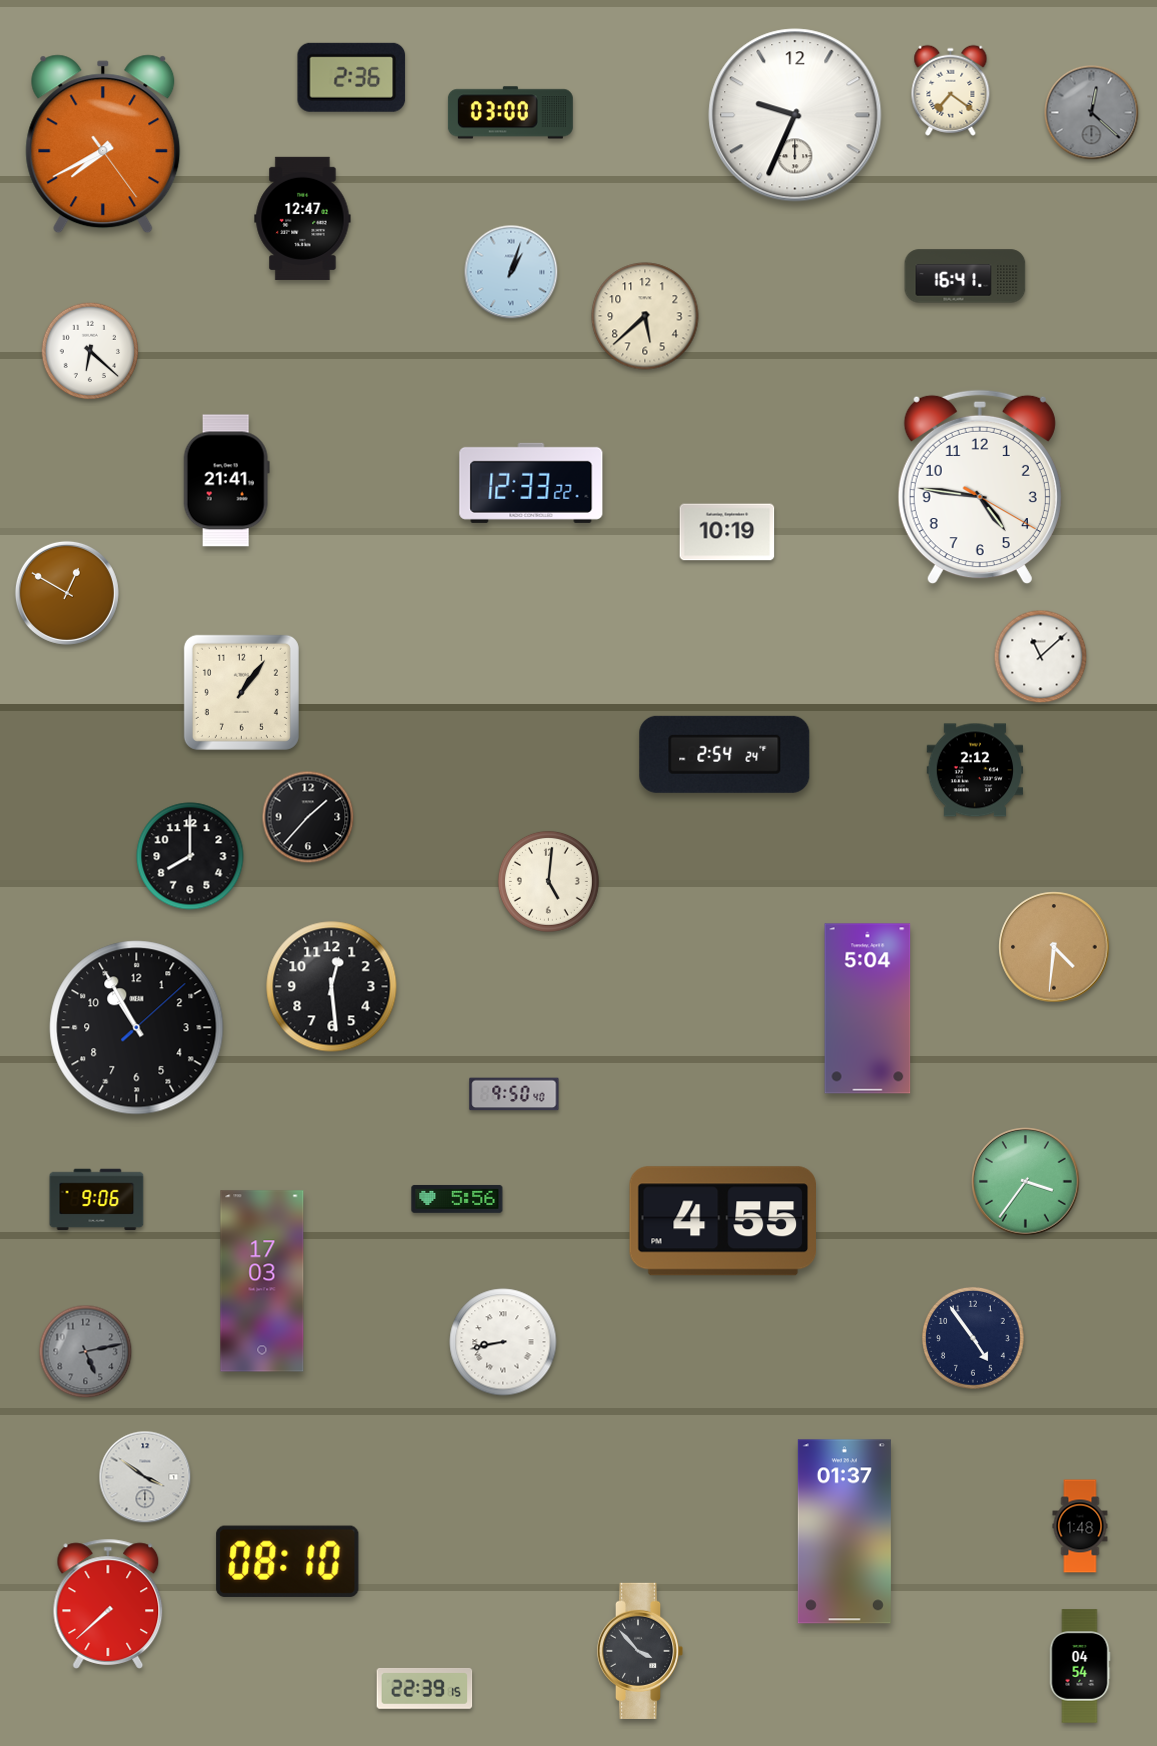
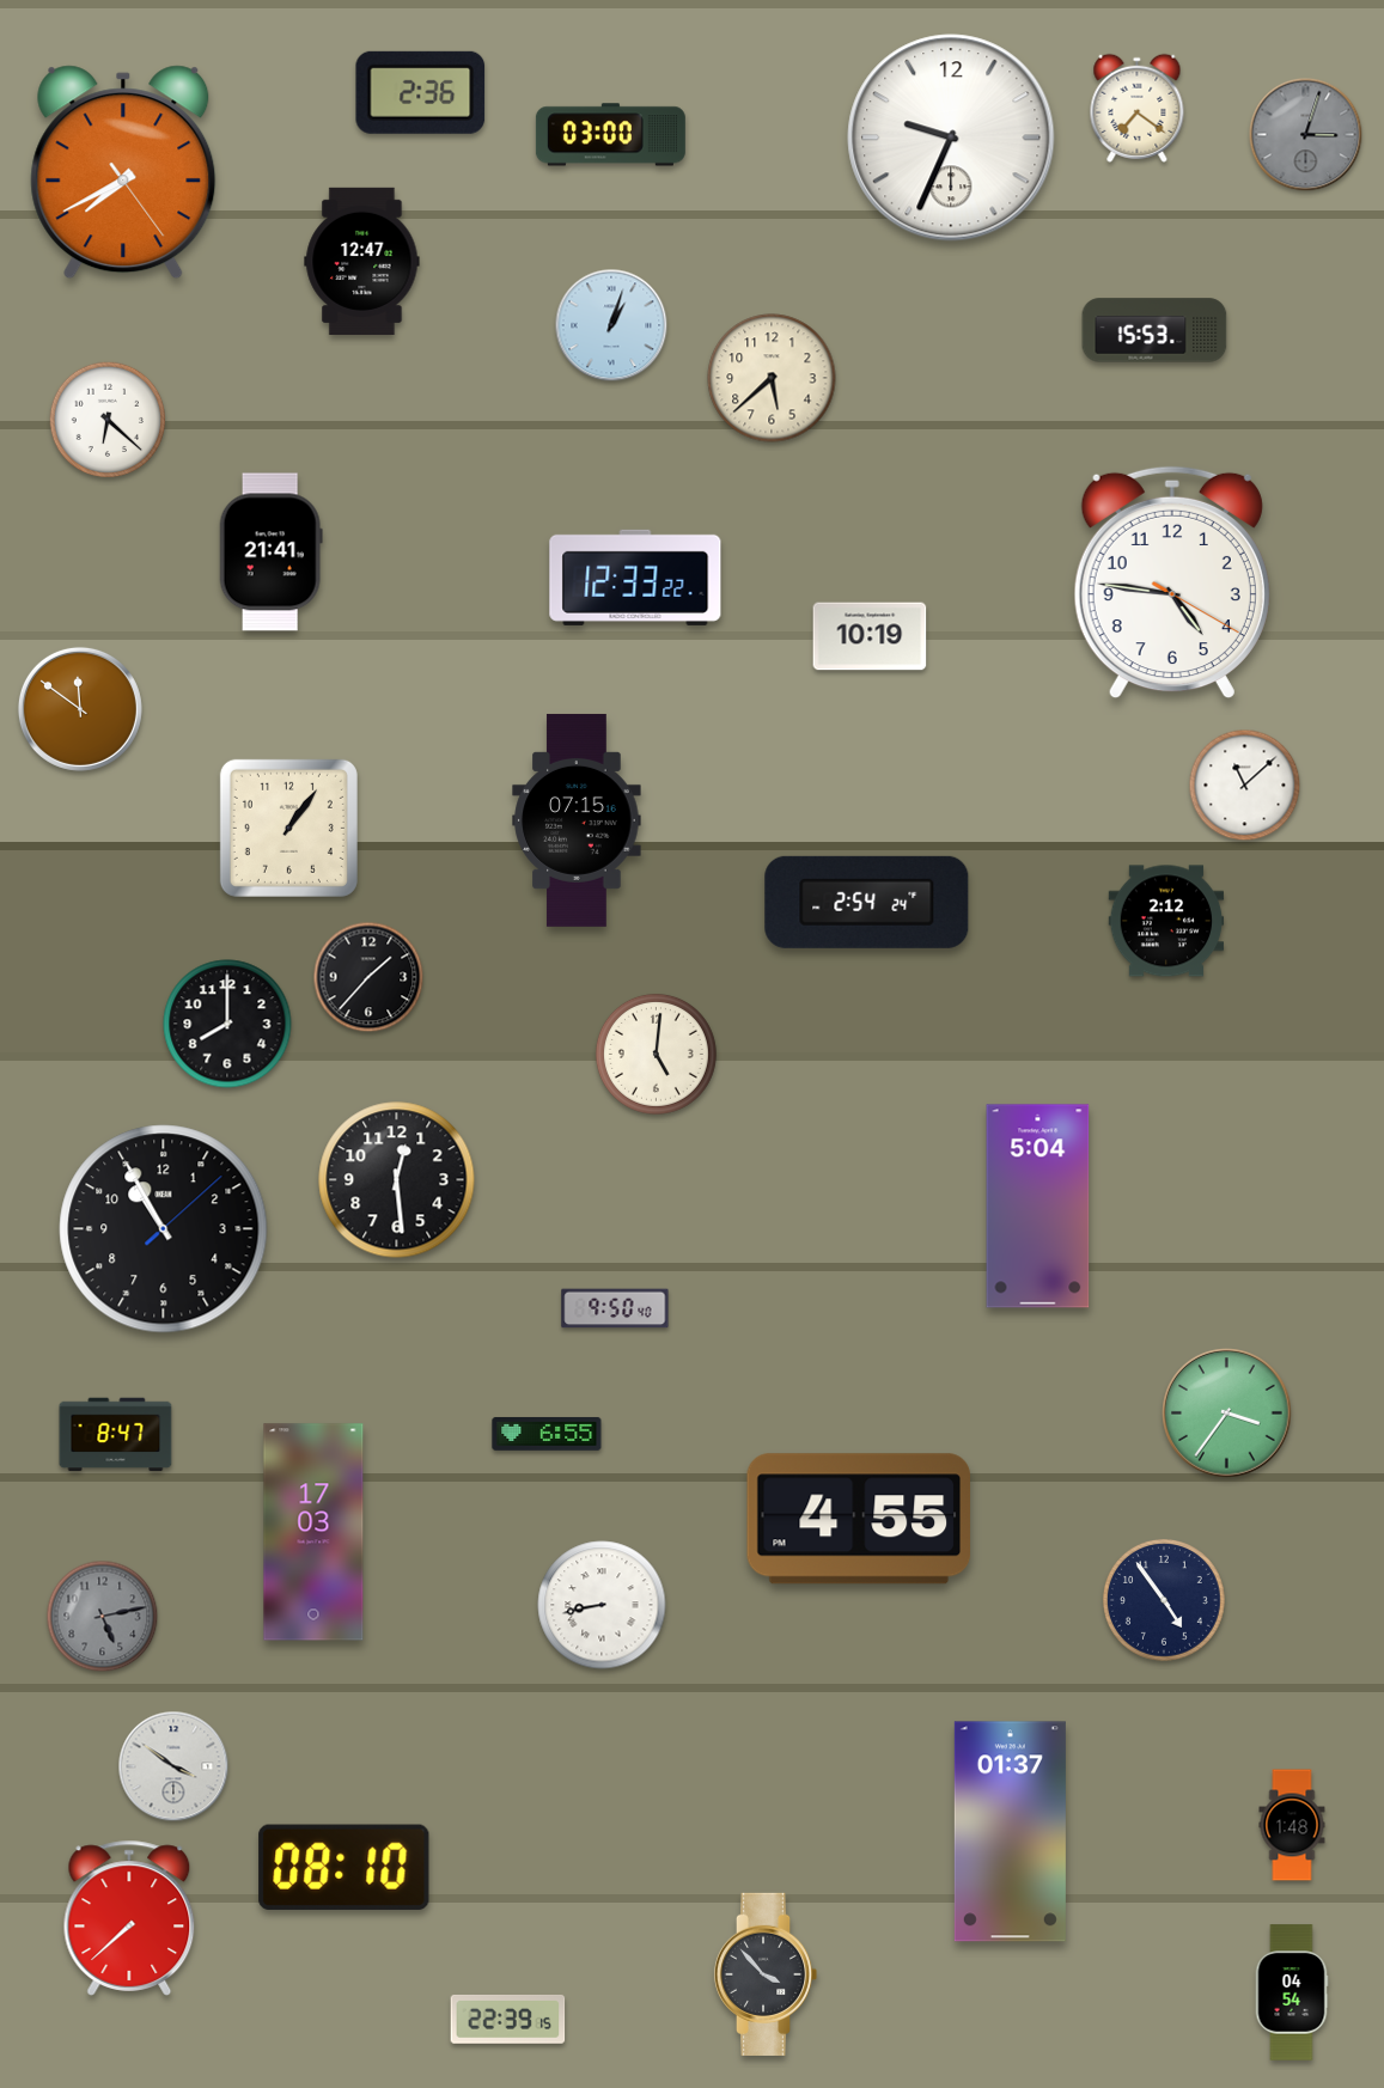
clock at (1092, 113): 12:22 -> 3:03
clock at (965, 276): 16:41 -> 15:53
clock at (226, 481) position: (226, 481) -> (270, 552)
clock at (67, 593): 12:50 -> 11:51
clock at (577, 820): none -> 07:15
clock at (1054, 947): 4:31 -> none
clock at (457, 1199): 5:56 -> 6:55
clock at (97, 1200): 9:06 -> 8:47
clock at (722, 1221) position: (722, 1221) -> (858, 1519)
